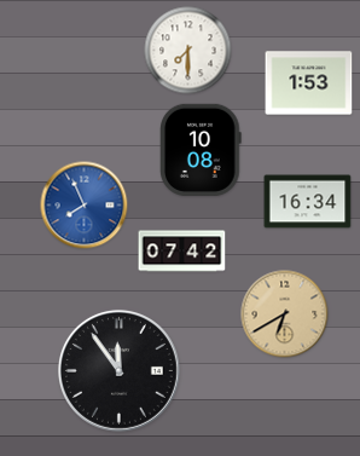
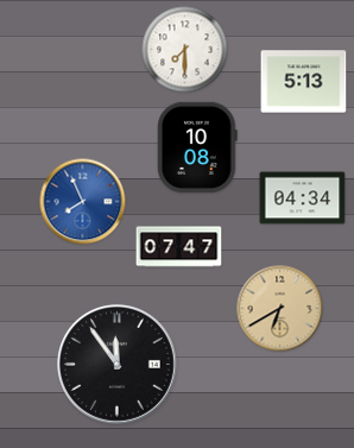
clock at (309, 83): 1:53 -> 5:13
clock at (308, 202): 16:34 -> 04:34
clock at (182, 252): 07:42 -> 07:47
